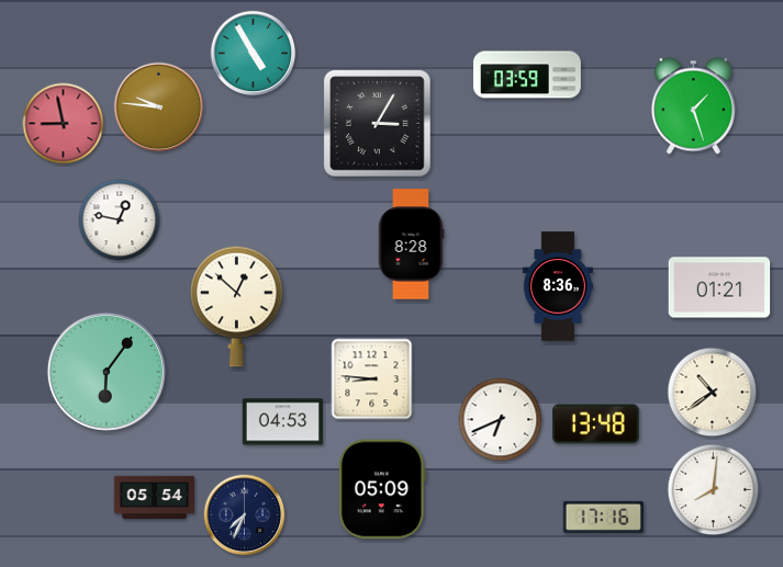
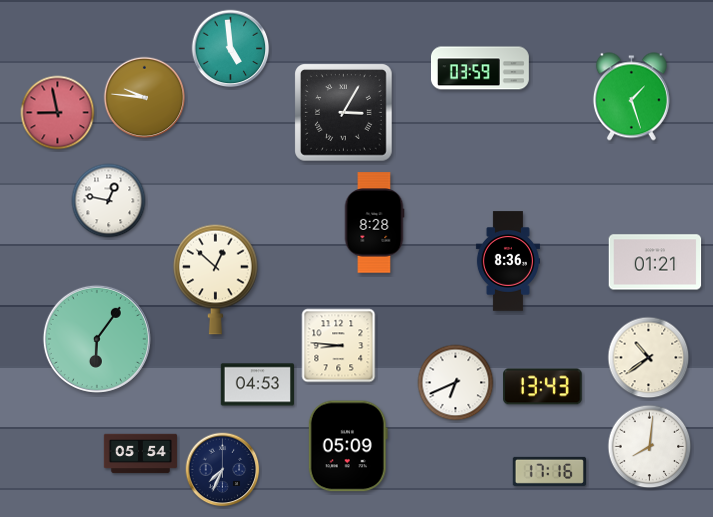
clock at (254, 54): 4:55 -> 4:59
clock at (596, 424): 13:48 -> 13:43
